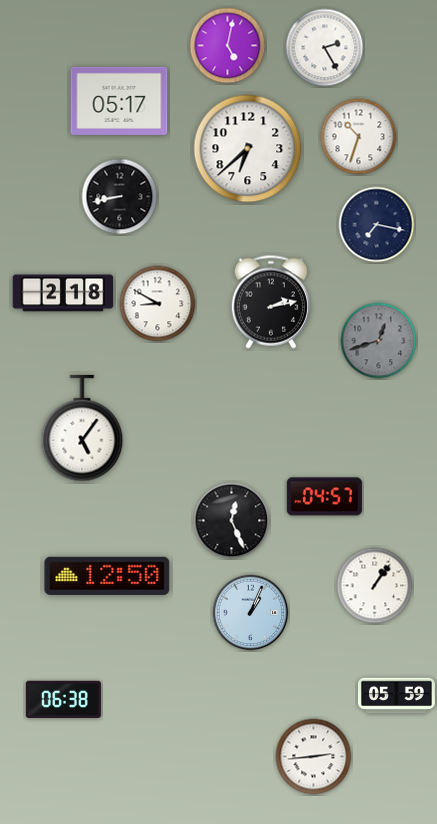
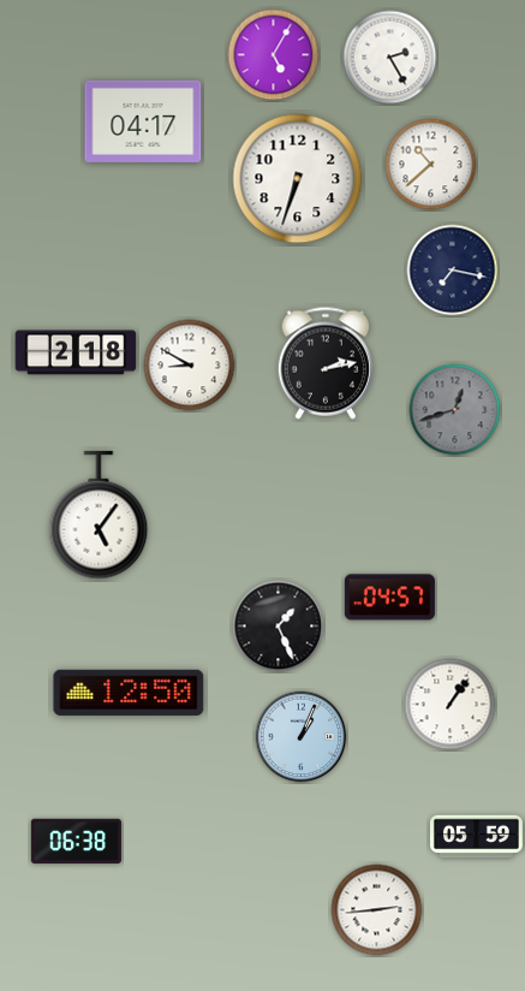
clock at (228, 46): 5:02 -> 5:05
clock at (119, 101): 05:17 -> 04:17
clock at (359, 137): 10:33 -> 10:38
clock at (248, 149): 6:38 -> 6:33
clock at (120, 197): 8:43 -> none
clock at (232, 521): 12:26 -> 1:26
